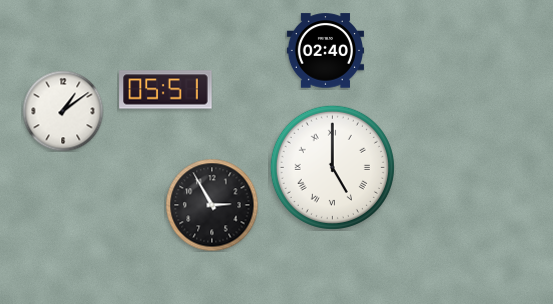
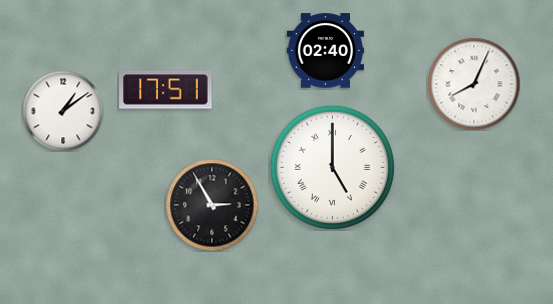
clock at (474, 84): none -> 8:04
clock at (166, 90): 05:51 -> 17:51
